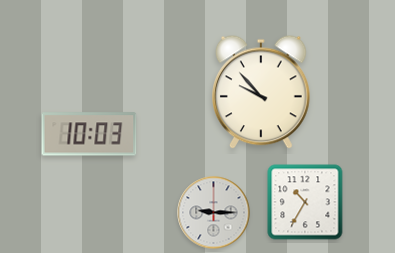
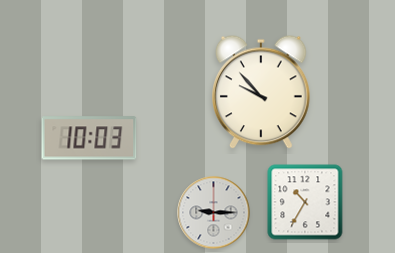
clock at (89, 134) position: (89, 134) -> (89, 138)
